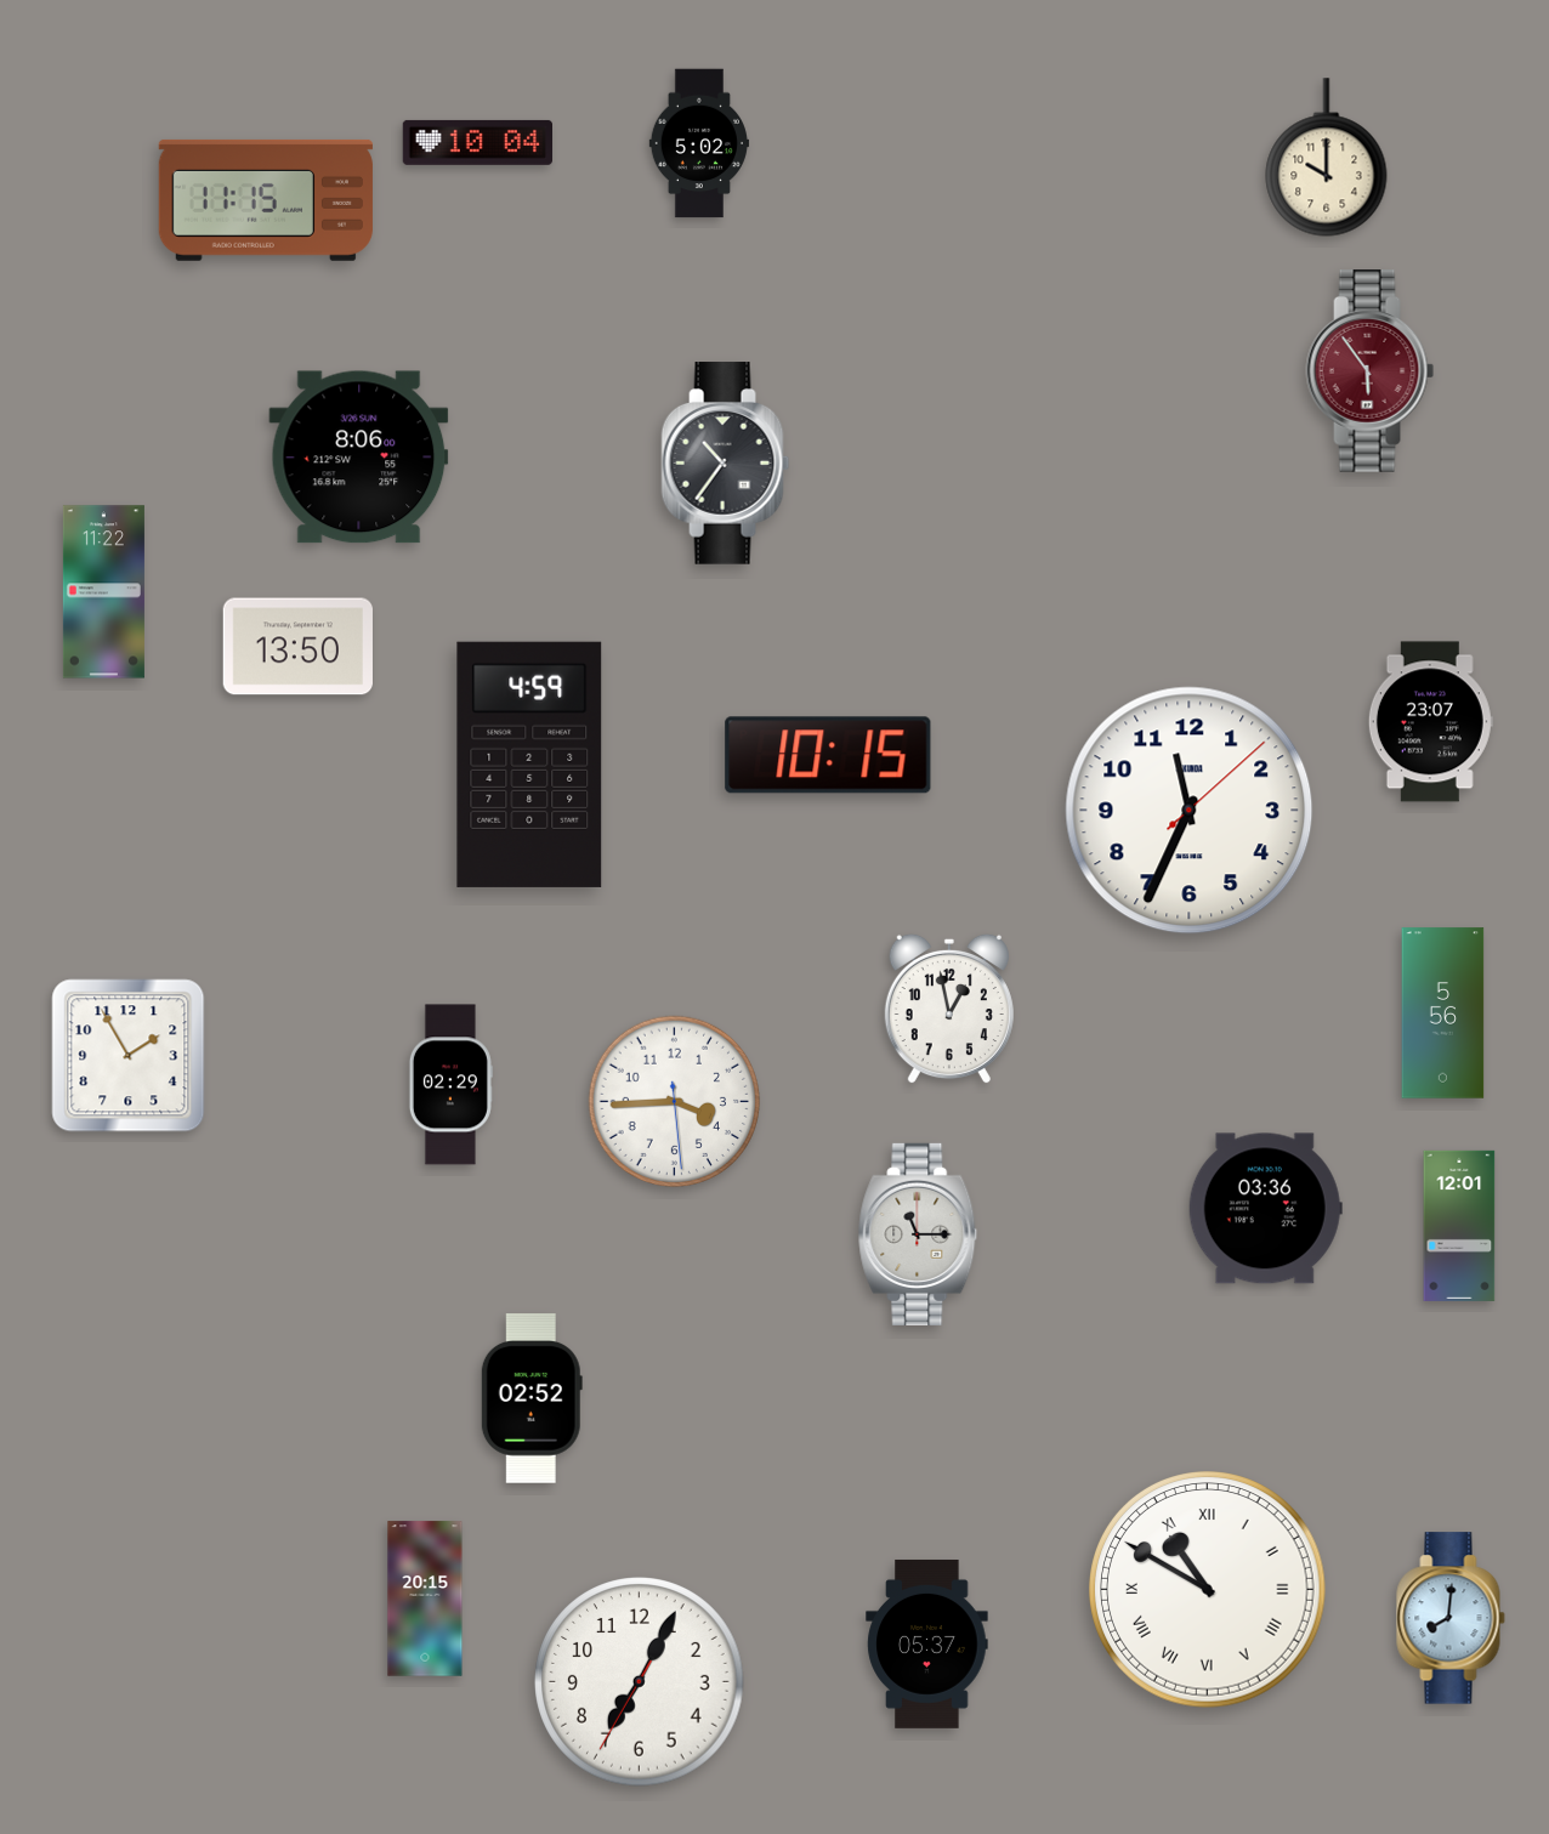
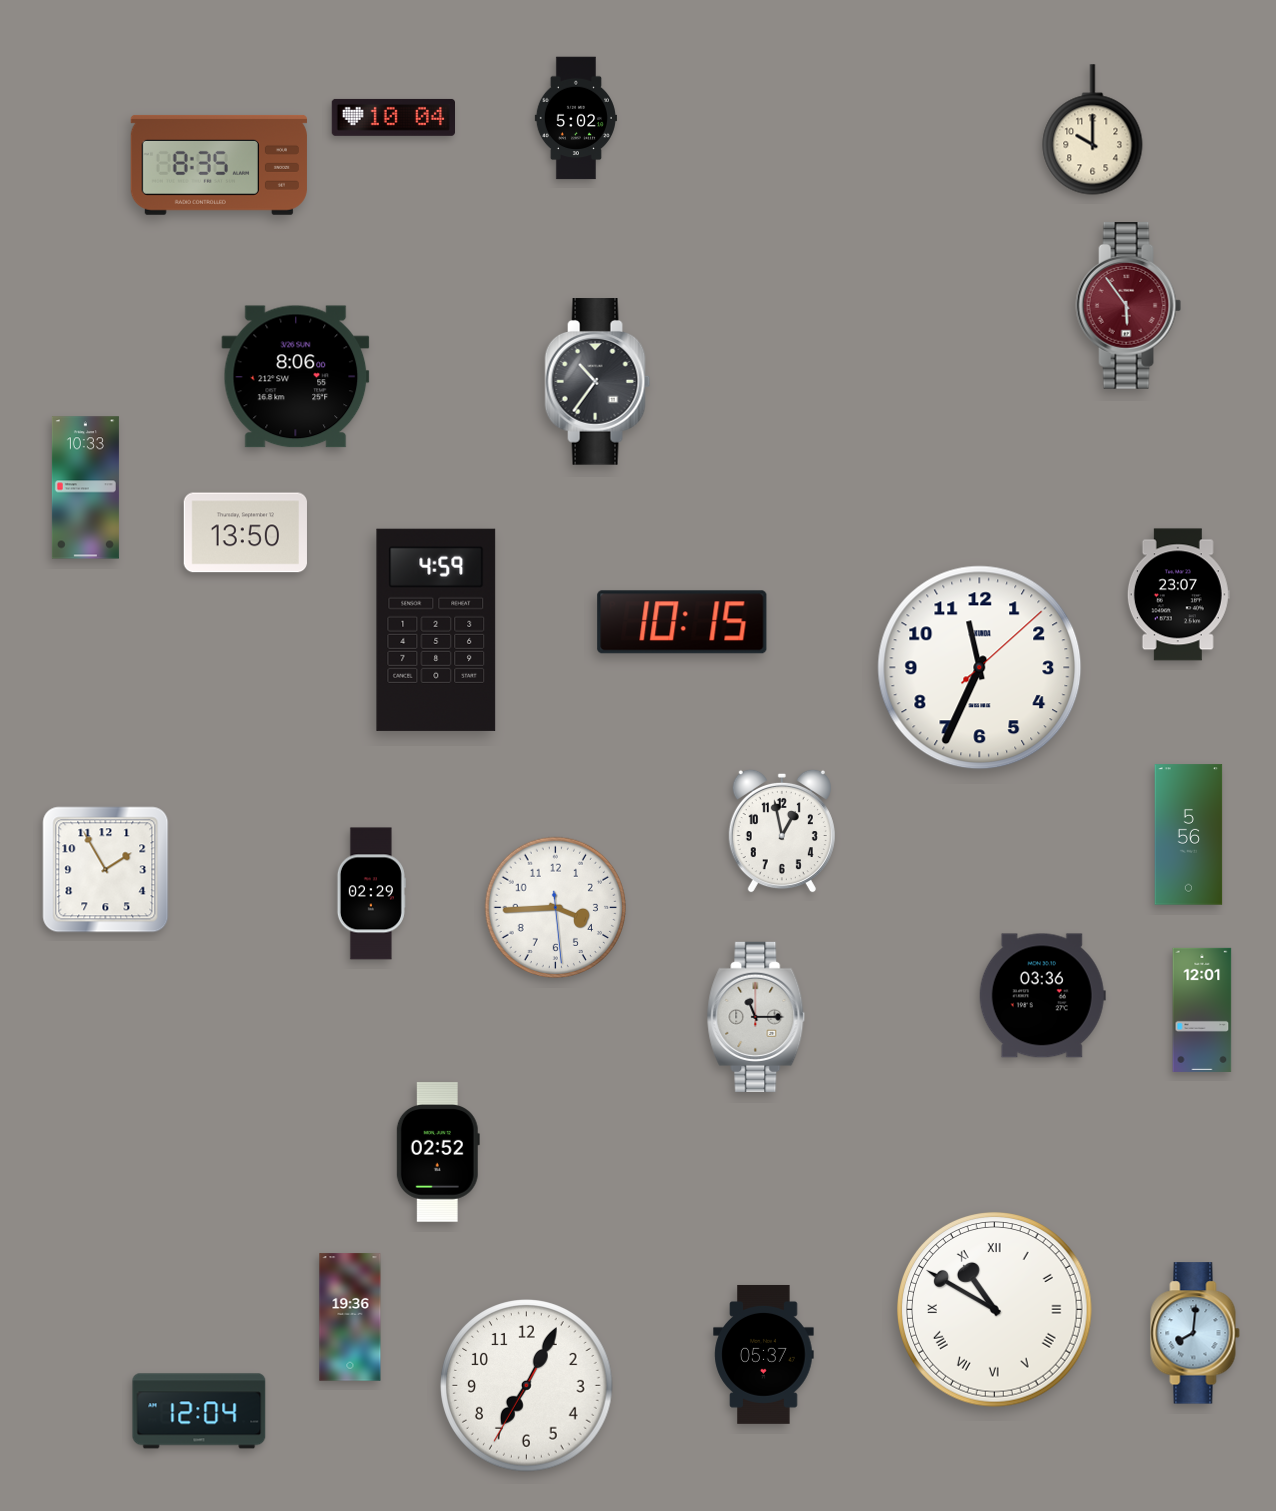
clock at (266, 200): 11:15 -> 8:35
clock at (103, 592): 11:22 -> 10:33
clock at (425, 1599): 20:15 -> 19:36
clock at (199, 1411): none -> 12:04
